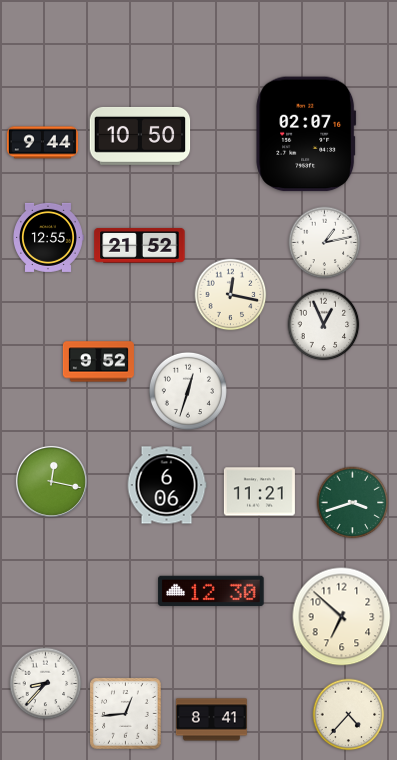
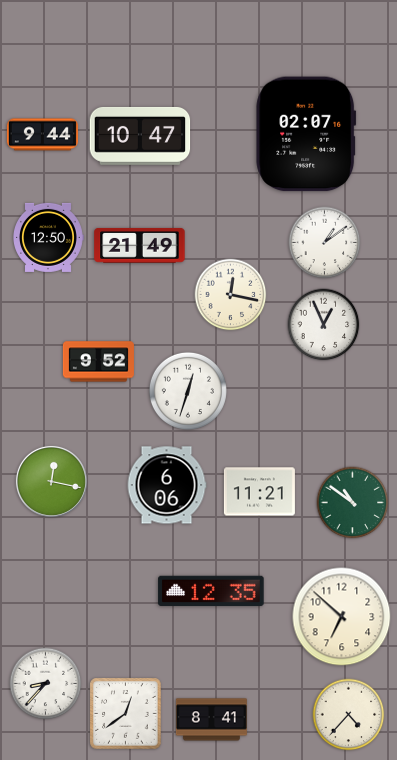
clock at (140, 136): 10:50 -> 10:47
clock at (42, 143) position: (42, 143) -> (42, 135)
clock at (49, 237): 12:55 -> 12:50
clock at (325, 243): 1:13 -> 1:09
clock at (140, 245): 21:52 -> 21:49
clock at (353, 503): 3:42 -> 10:51
clock at (211, 591): 12:30 -> 12:35
clock at (126, 714): 12:44 -> 12:39
